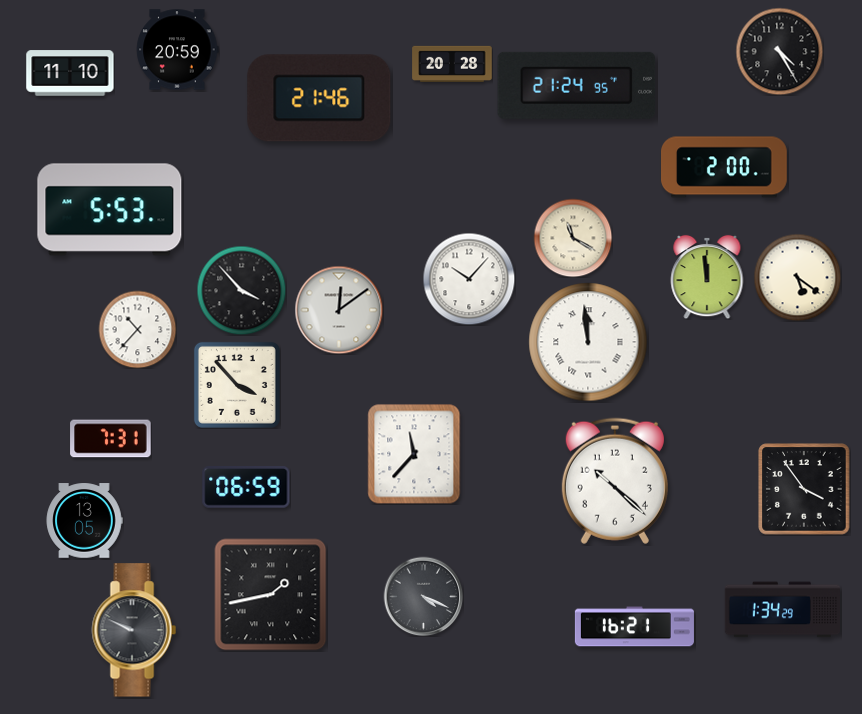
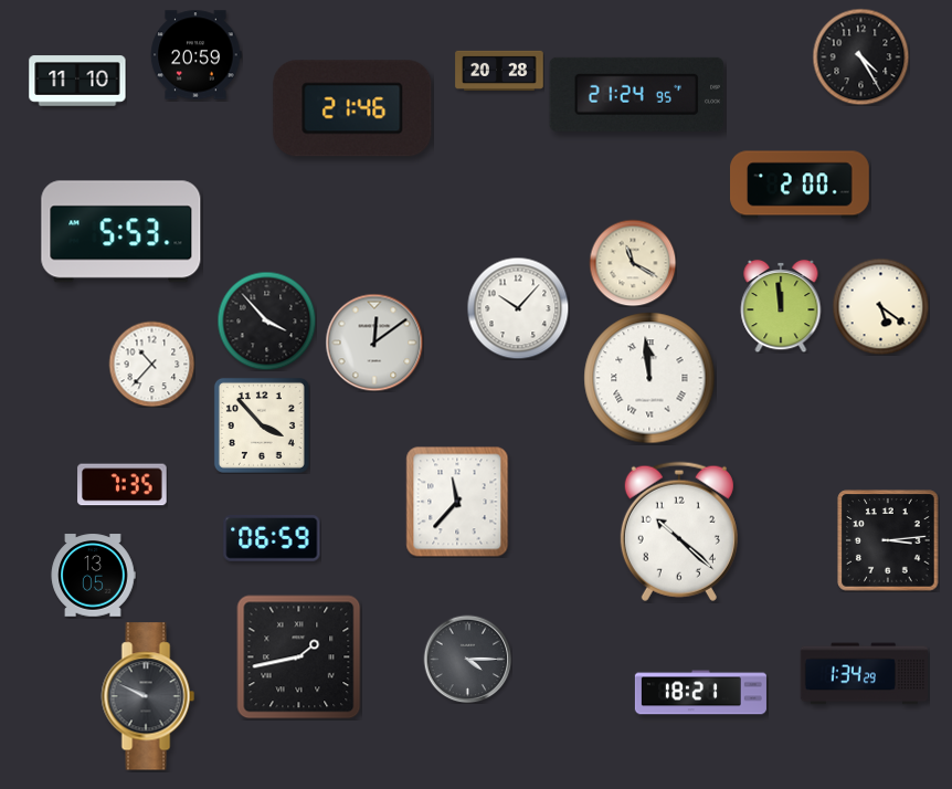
clock at (111, 439): 7:31 -> 7:35
clock at (804, 489): 3:54 -> 3:14
clock at (423, 596): 4:19 -> 4:15
clock at (634, 627): 16:21 -> 18:21
